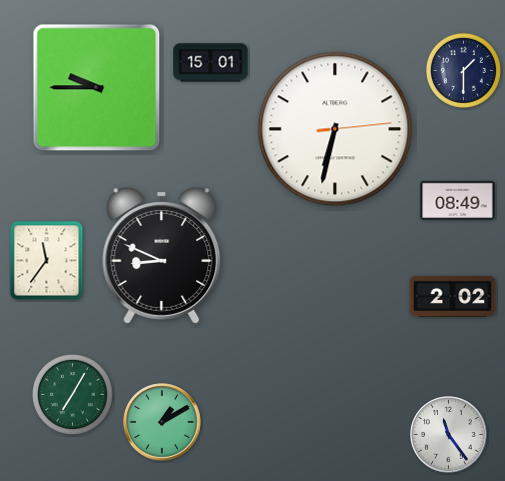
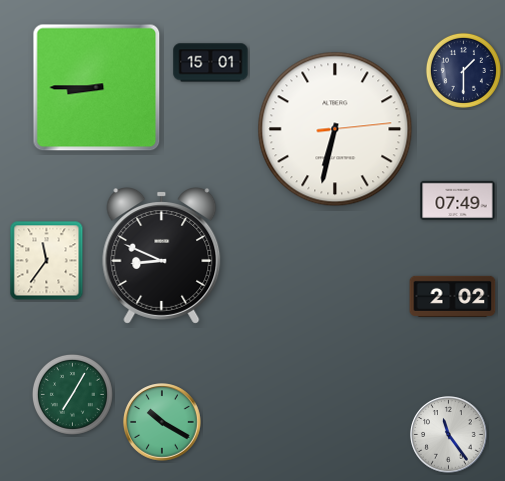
clock at (97, 88): 9:45 -> 8:45
clock at (458, 200): 08:49 -> 07:49
clock at (162, 422): 1:10 -> 10:20
